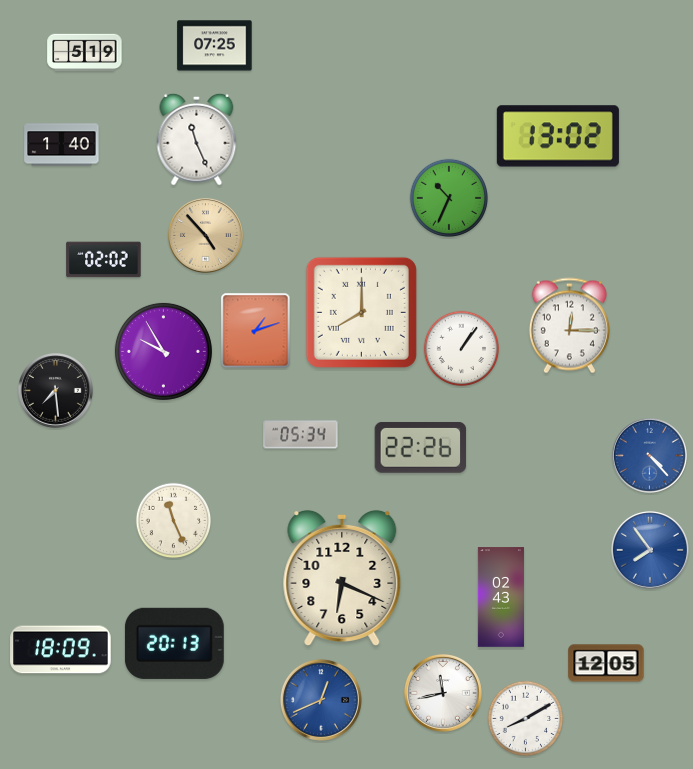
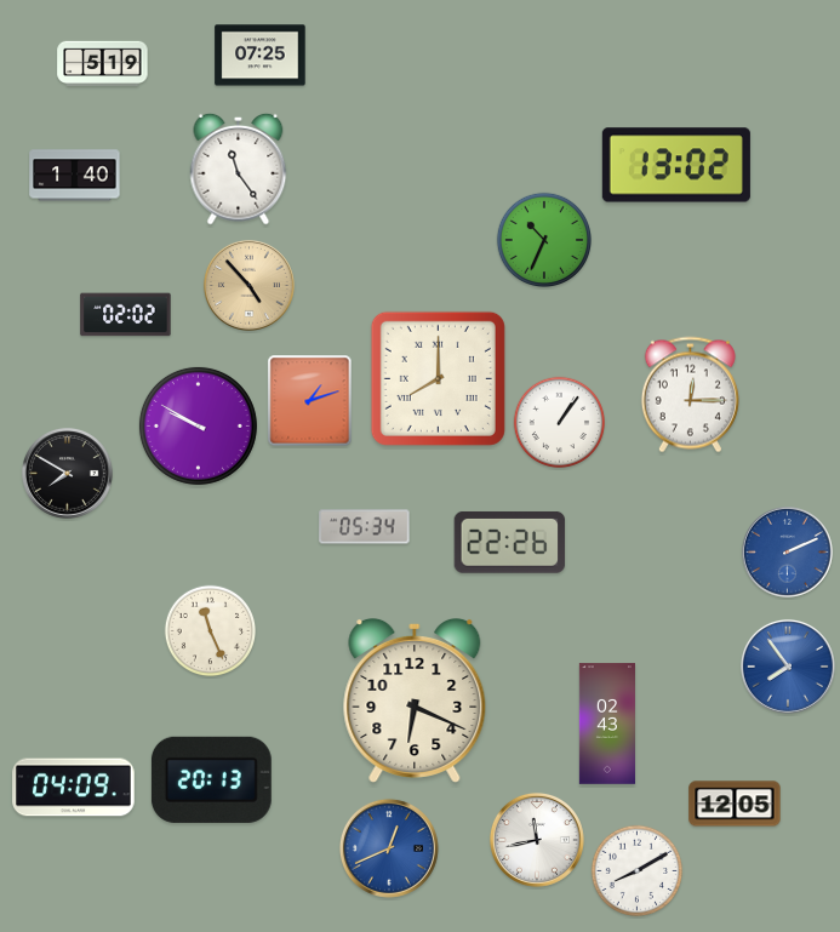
clock at (197, 139): 11:26 -> 11:24
clock at (163, 351): 9:55 -> 9:50
clock at (55, 390): 7:29 -> 7:50
clock at (649, 455): 4:23 -> 2:11
clock at (61, 650): 18:09 -> 04:09
